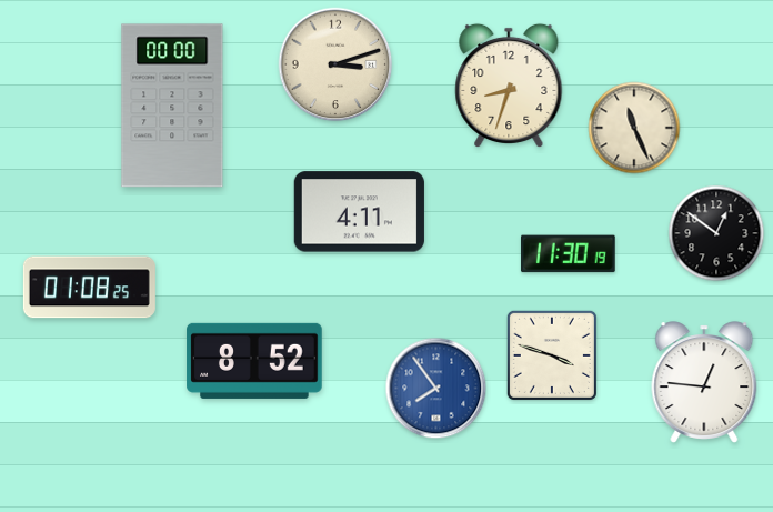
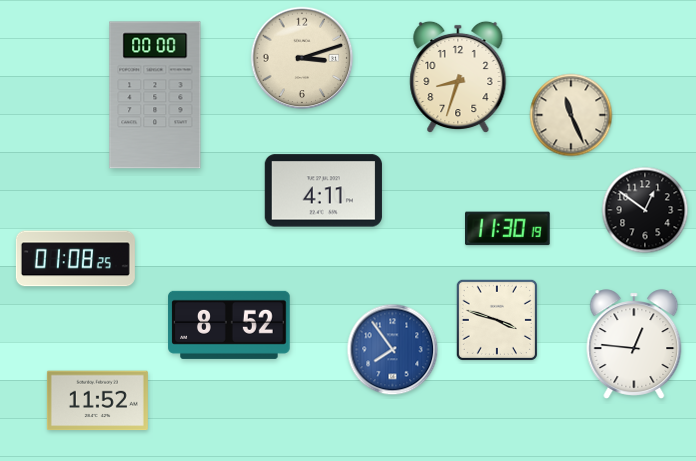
clock at (569, 254) position: (569, 254) -> (508, 229)
clock at (89, 288) position: (89, 288) -> (75, 259)
clock at (97, 401): none -> 11:52
